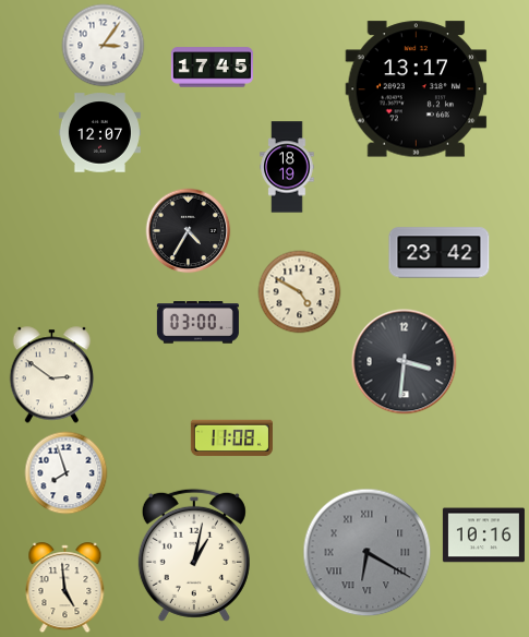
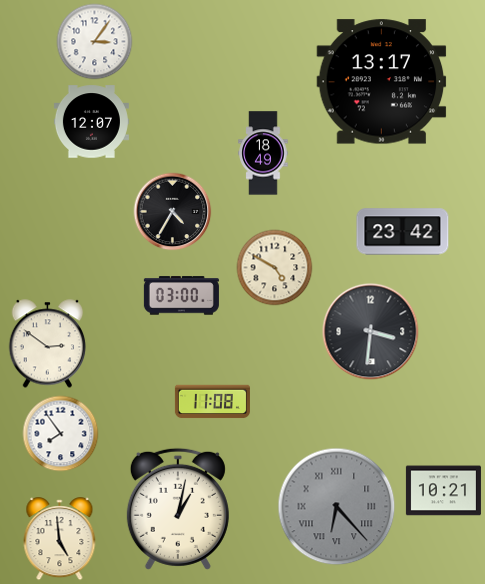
clock at (212, 68): 17:45 -> none
clock at (287, 167): 18:19 -> 18:49
clock at (67, 473): 7:57 -> 7:54
clock at (483, 536): 10:16 -> 10:21
clock at (368, 553): 6:20 -> 6:23
